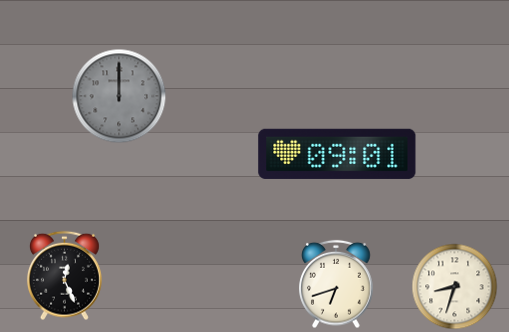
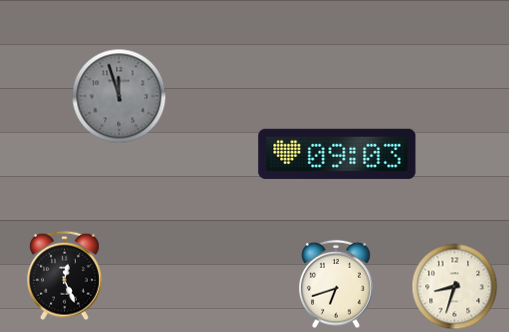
clock at (119, 96): 12:00 -> 11:57
clock at (337, 154): 09:01 -> 09:03
